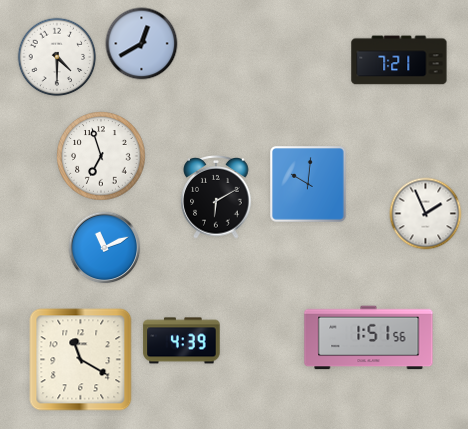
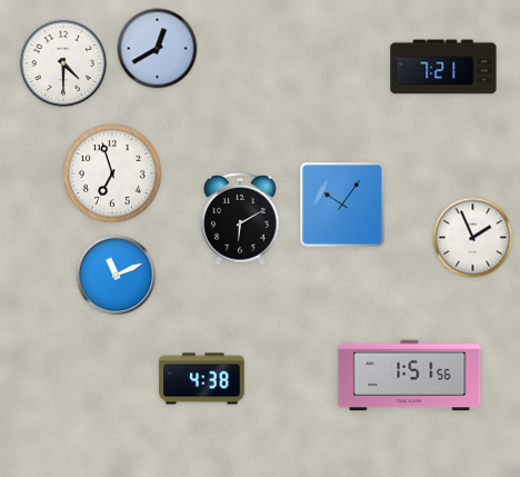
clock at (308, 184): 10:01 -> 10:06
clock at (182, 341): 4:39 -> 4:38
clock at (81, 360): 11:20 -> none
